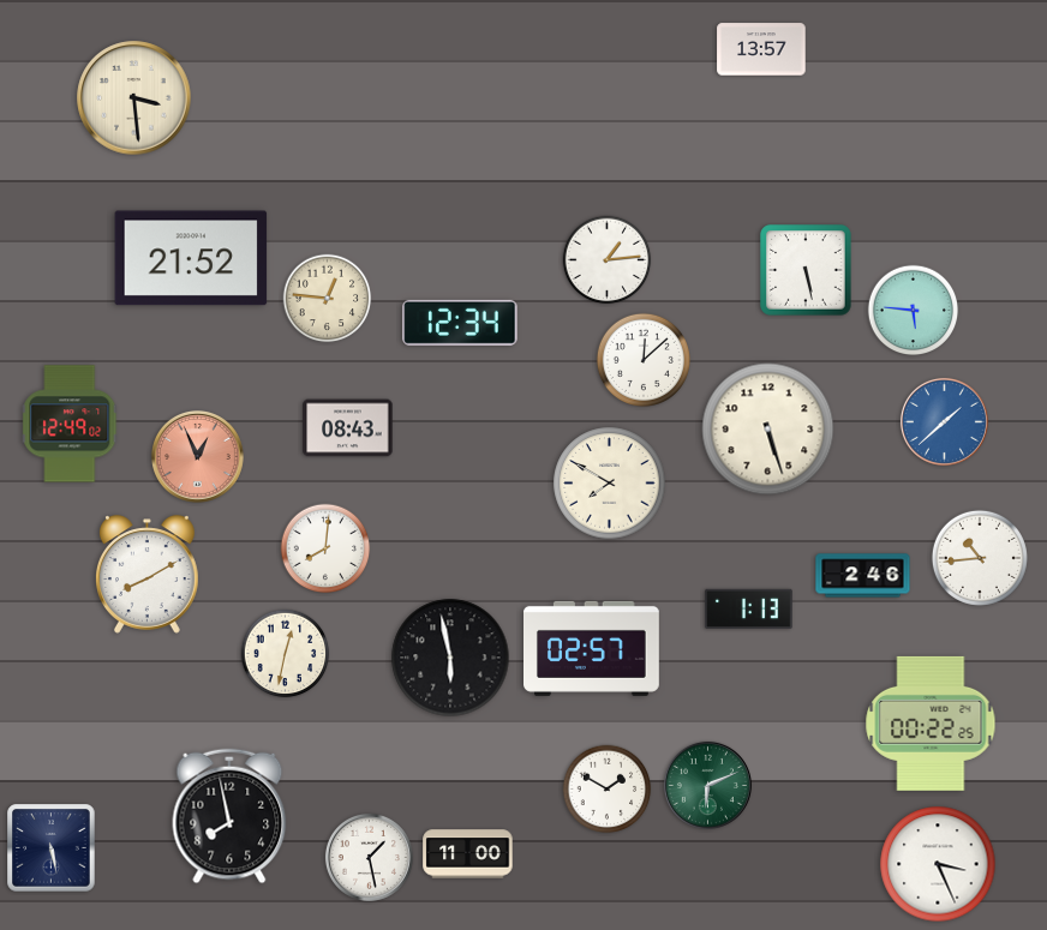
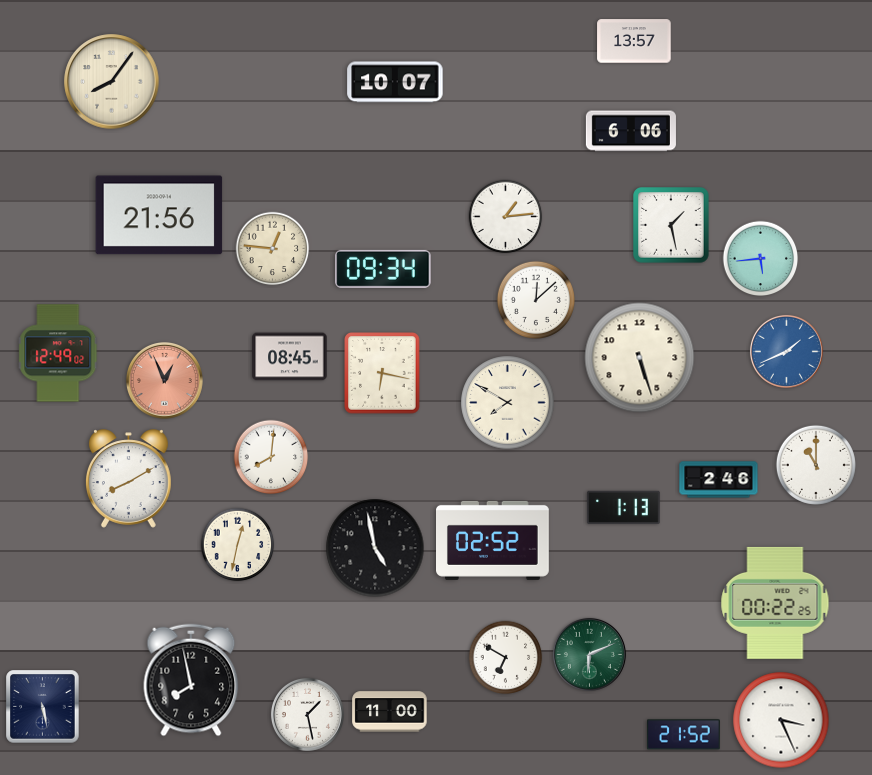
clock at (134, 98): 3:29 -> 8:06
clock at (395, 82): none -> 10:07
clock at (631, 131): none -> 6:06
clock at (191, 258): 21:52 -> 21:56
clock at (806, 270): 5:28 -> 1:28
clock at (914, 311): 5:46 -> 5:44
clock at (460, 323): 12:34 -> 09:34
clock at (944, 421): 1:38 -> 1:41
clock at (348, 428): 08:43 -> 08:45
clock at (382, 373): none -> 6:17
clock at (980, 558): 10:44 -> 11:00
clock at (148, 575) position: (148, 575) -> (129, 479)
clock at (592, 648): 02:57 -> 02:52
clock at (450, 658): 5:58 -> 4:58
clock at (608, 790): 1:50 -> 6:50
clock at (684, 735): none -> 21:52
